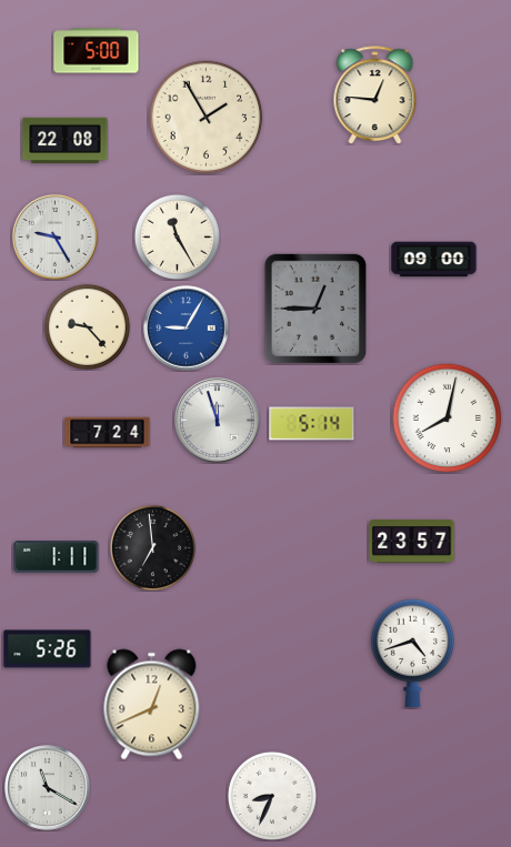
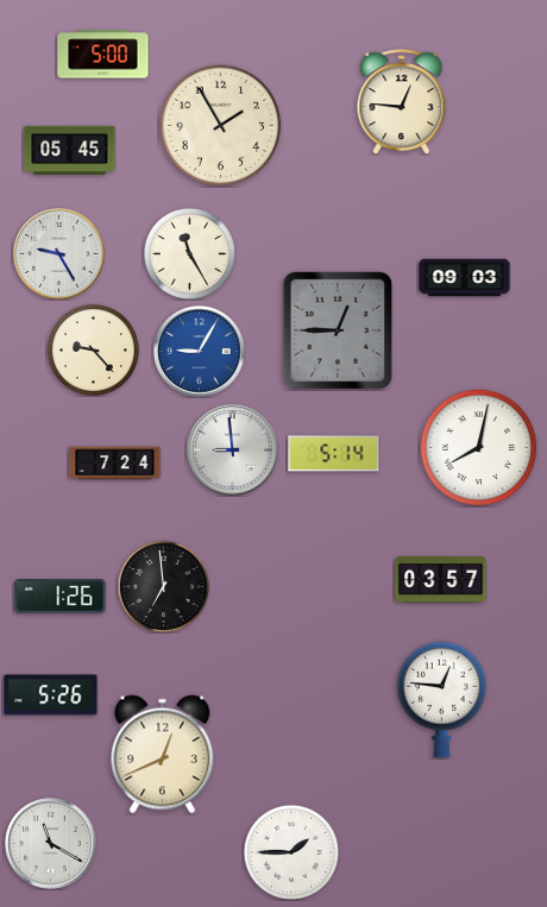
clock at (66, 140): 22:08 -> 05:45
clock at (434, 260): 09:00 -> 09:03
clock at (218, 421): 11:57 -> 8:59
clock at (412, 542): 23:57 -> 03:57
clock at (57, 557): 1:11 -> 1:26
clock at (413, 654): 4:42 -> 12:46
clock at (272, 796): 8:34 -> 1:45
